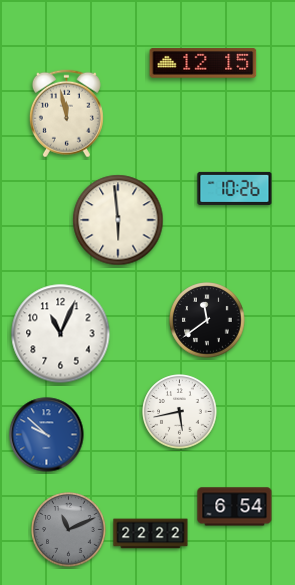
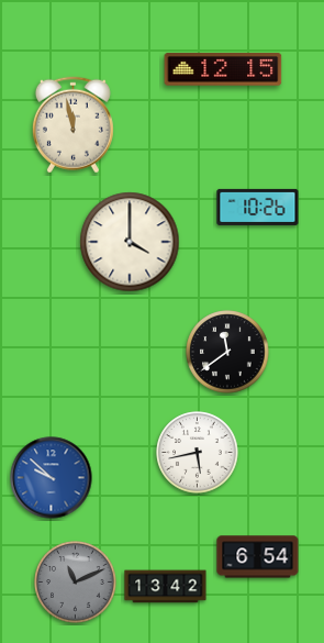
clock at (118, 220): 5:59 -> 4:00
clock at (61, 334): 11:04 -> none
clock at (151, 534): 22:22 -> 13:42
